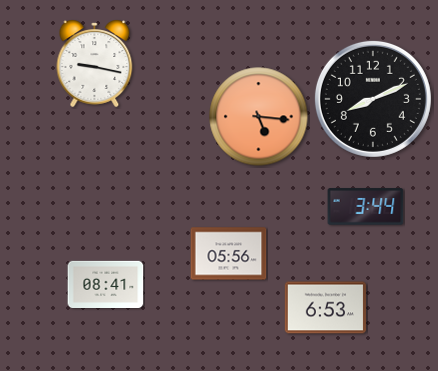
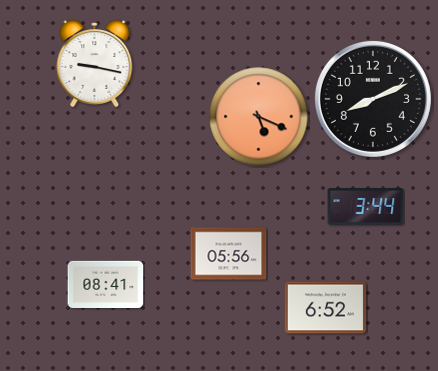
clock at (259, 117): 5:16 -> 5:19
clock at (325, 308): 6:53 -> 6:52
